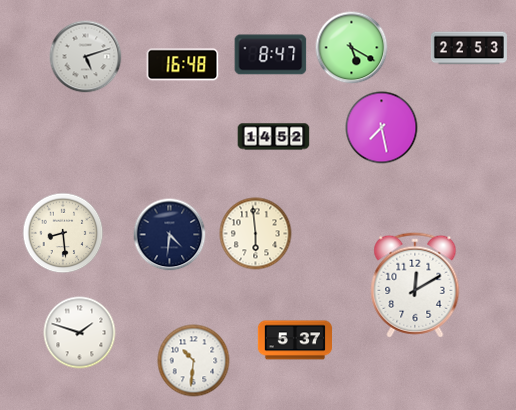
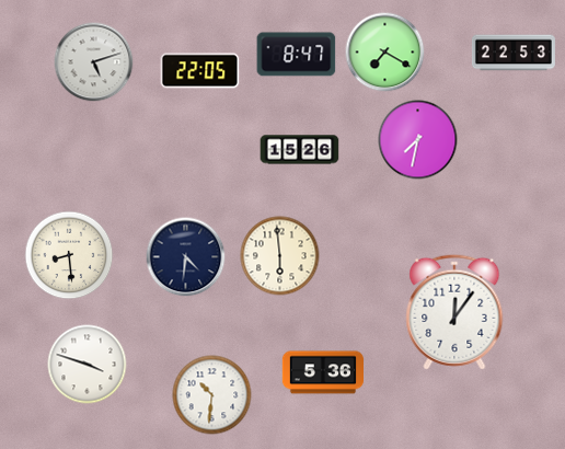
clock at (352, 48): 5:20 -> 7:20
clock at (271, 55) position: (271, 55) -> (297, 55)
clock at (183, 65): 16:48 -> 22:05
clock at (382, 128): 7:28 -> 7:32
clock at (274, 137): 14:52 -> 15:26
clock at (415, 285): 12:10 -> 12:06
clock at (80, 333): 1:48 -> 3:48
clock at (295, 340): 5:37 -> 5:36
